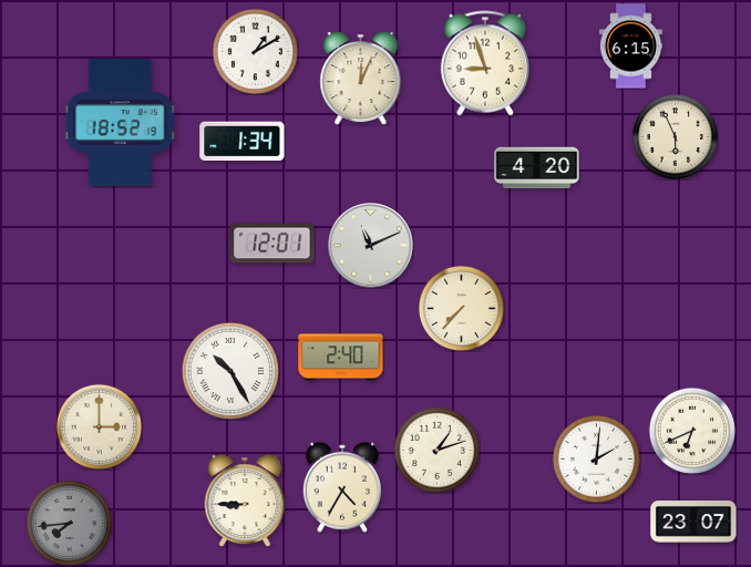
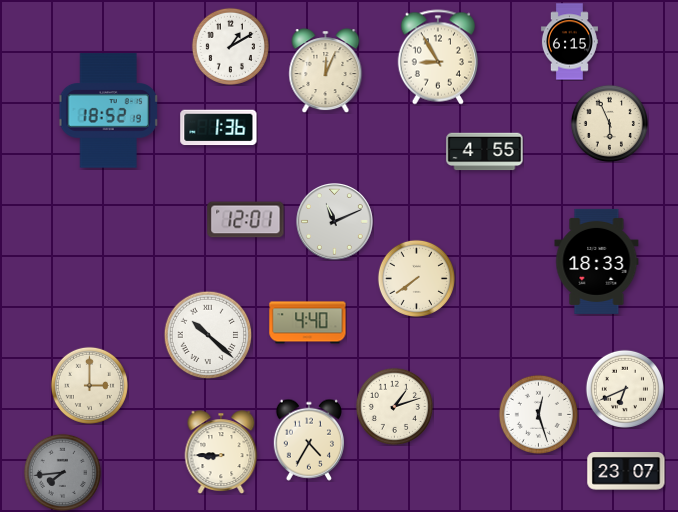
clock at (484, 63): 8:57 -> 8:55
clock at (243, 142): 1:34 -> 1:36
clock at (537, 168): 4:20 -> 4:55
clock at (597, 261): none -> 18:33
clock at (461, 308): 7:37 -> 7:39
clock at (341, 358): 2:40 -> 4:40
clock at (230, 371): 10:25 -> 10:22
clock at (596, 458): 2:01 -> 12:27
